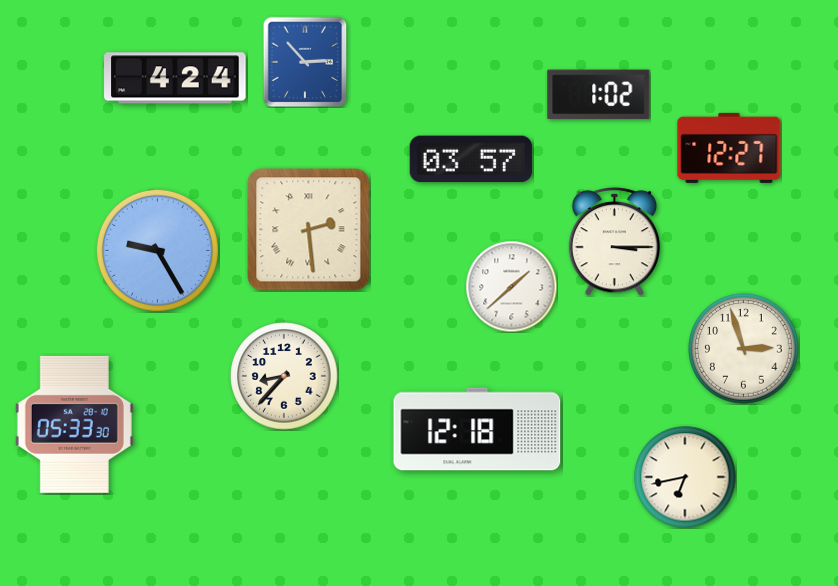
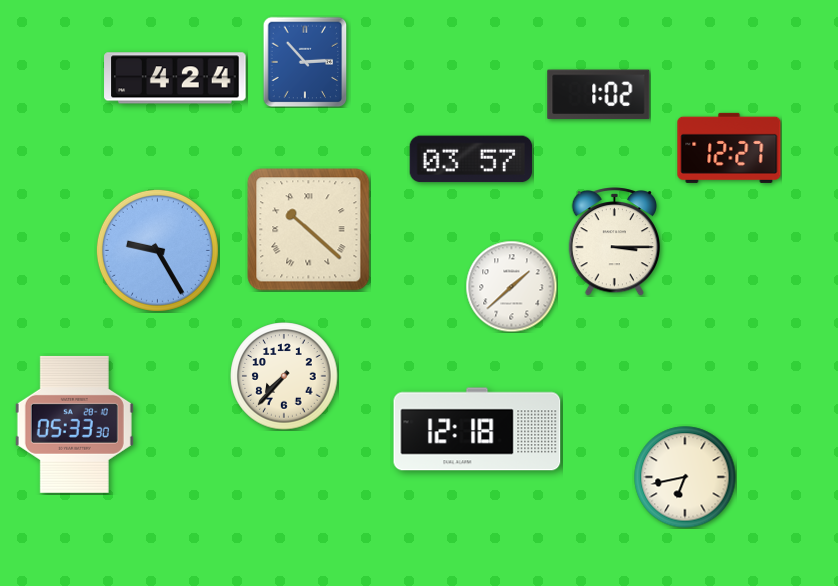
clock at (309, 230): 2:29 -> 10:22
clock at (744, 349): 2:57 -> none
clock at (284, 376): 8:37 -> 7:37
